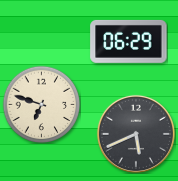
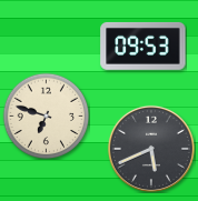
clock at (129, 41): 06:29 -> 09:53
